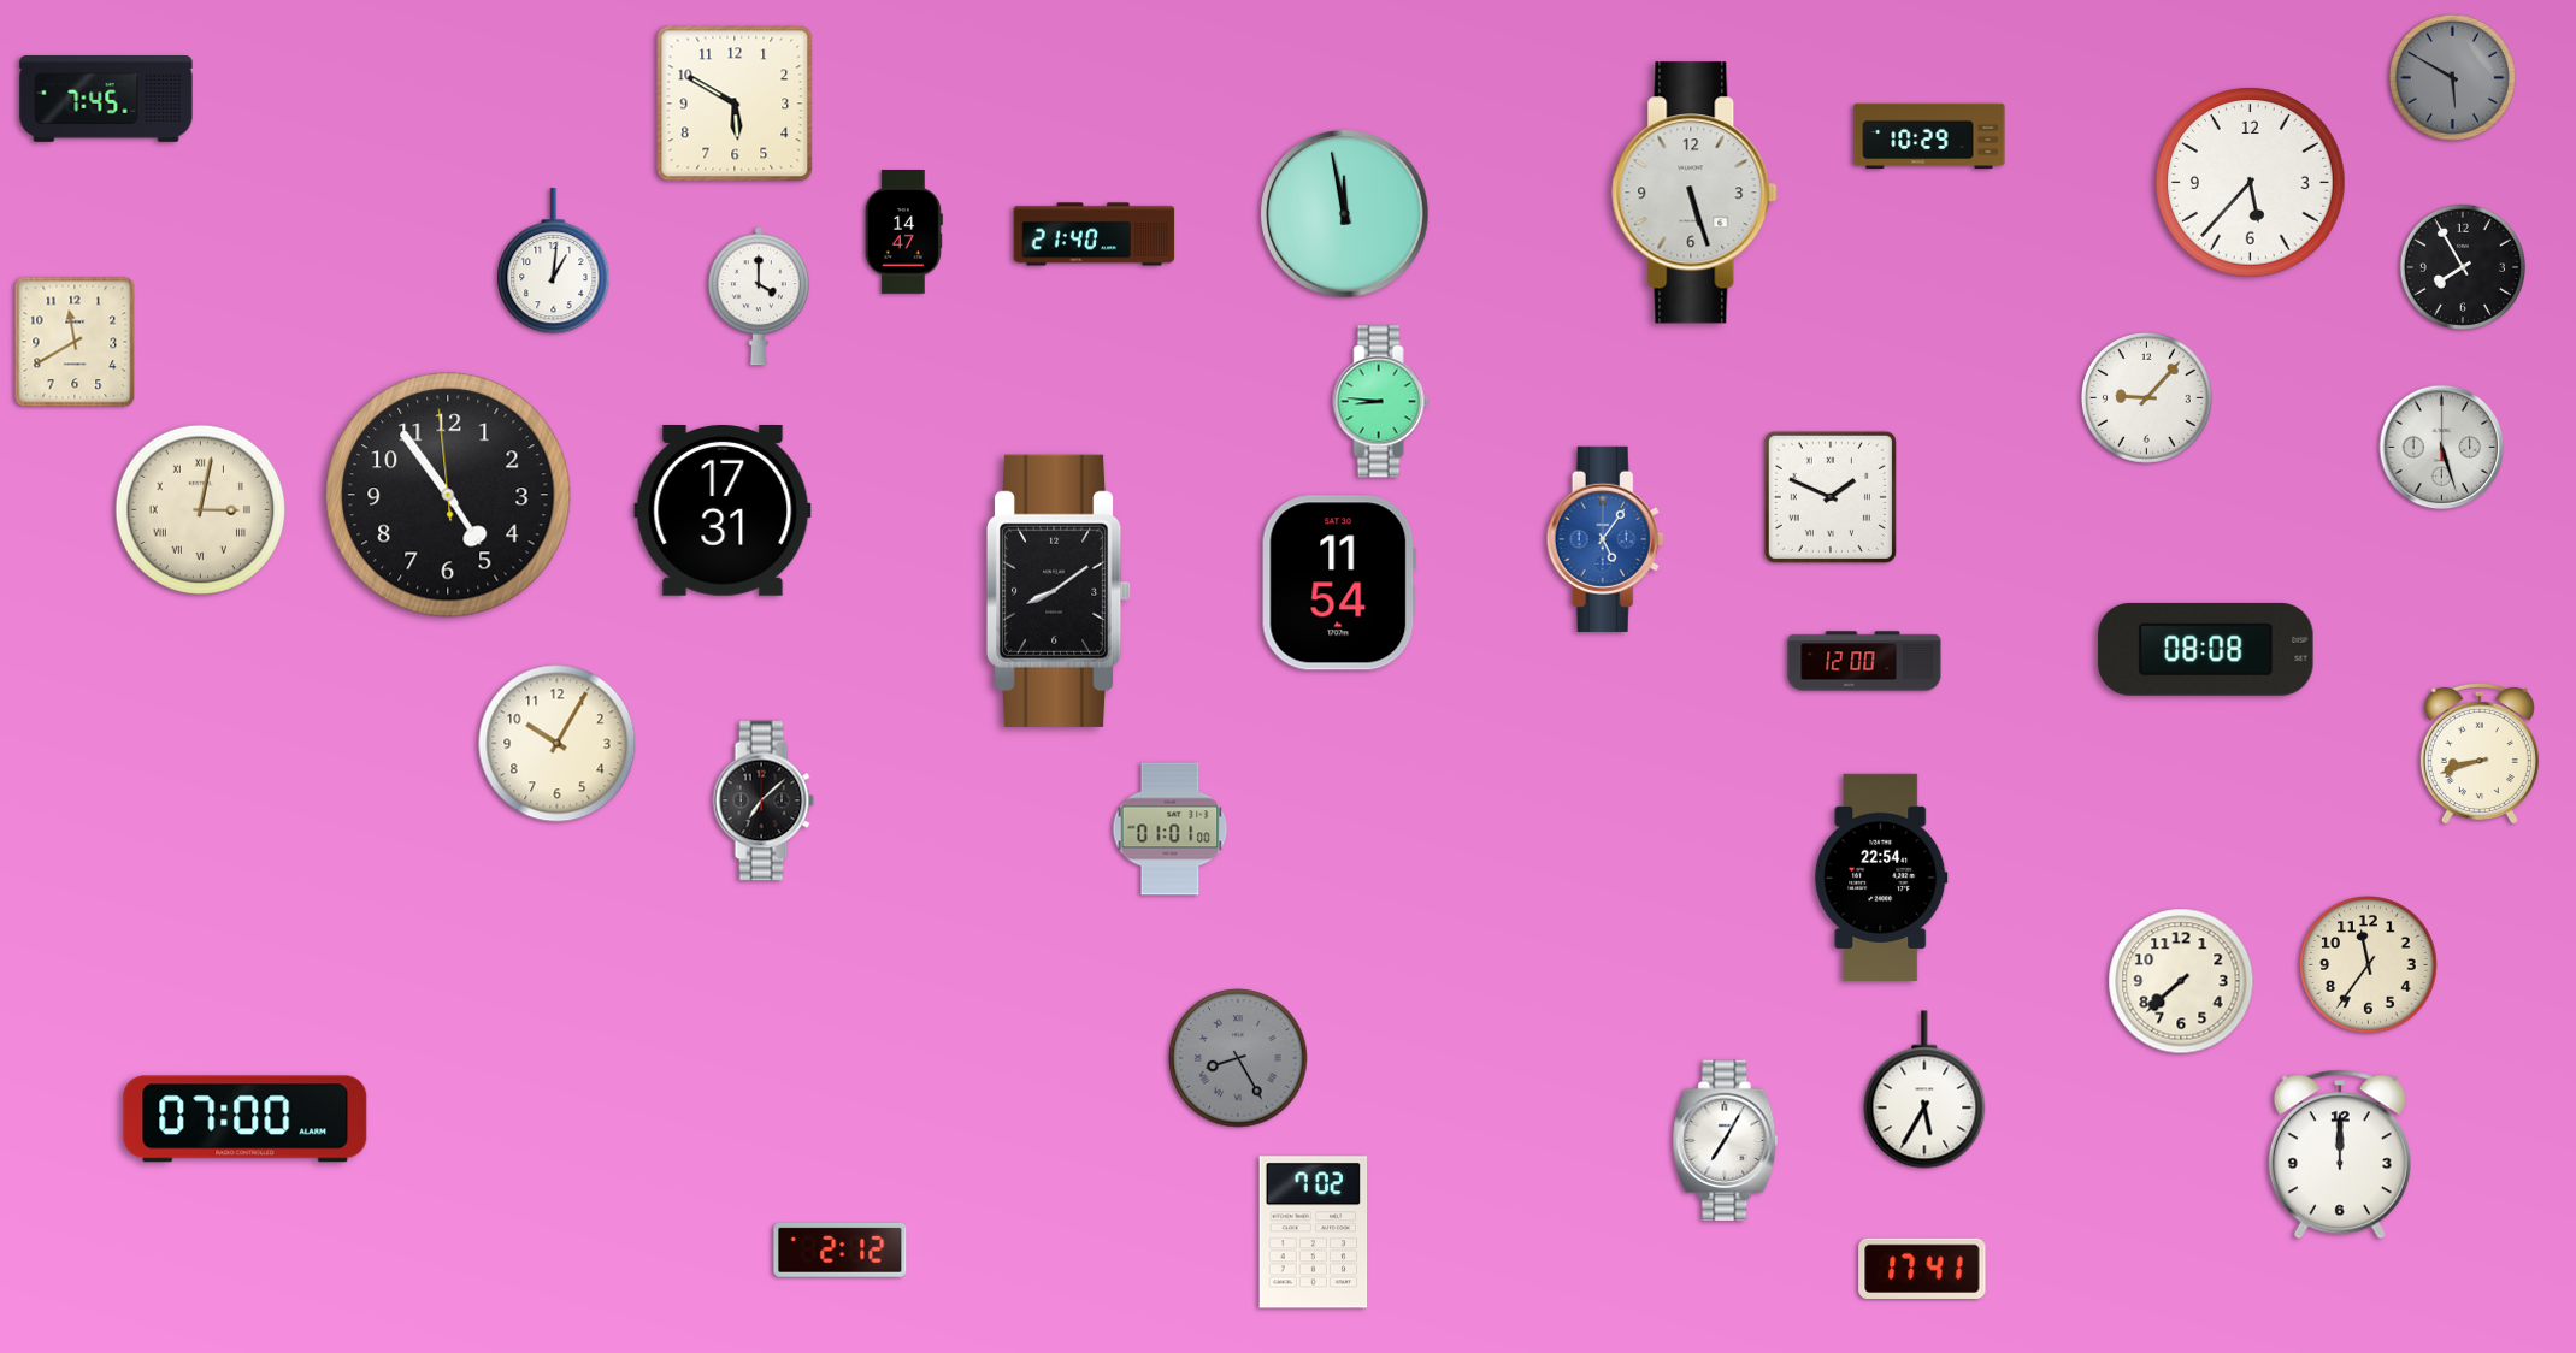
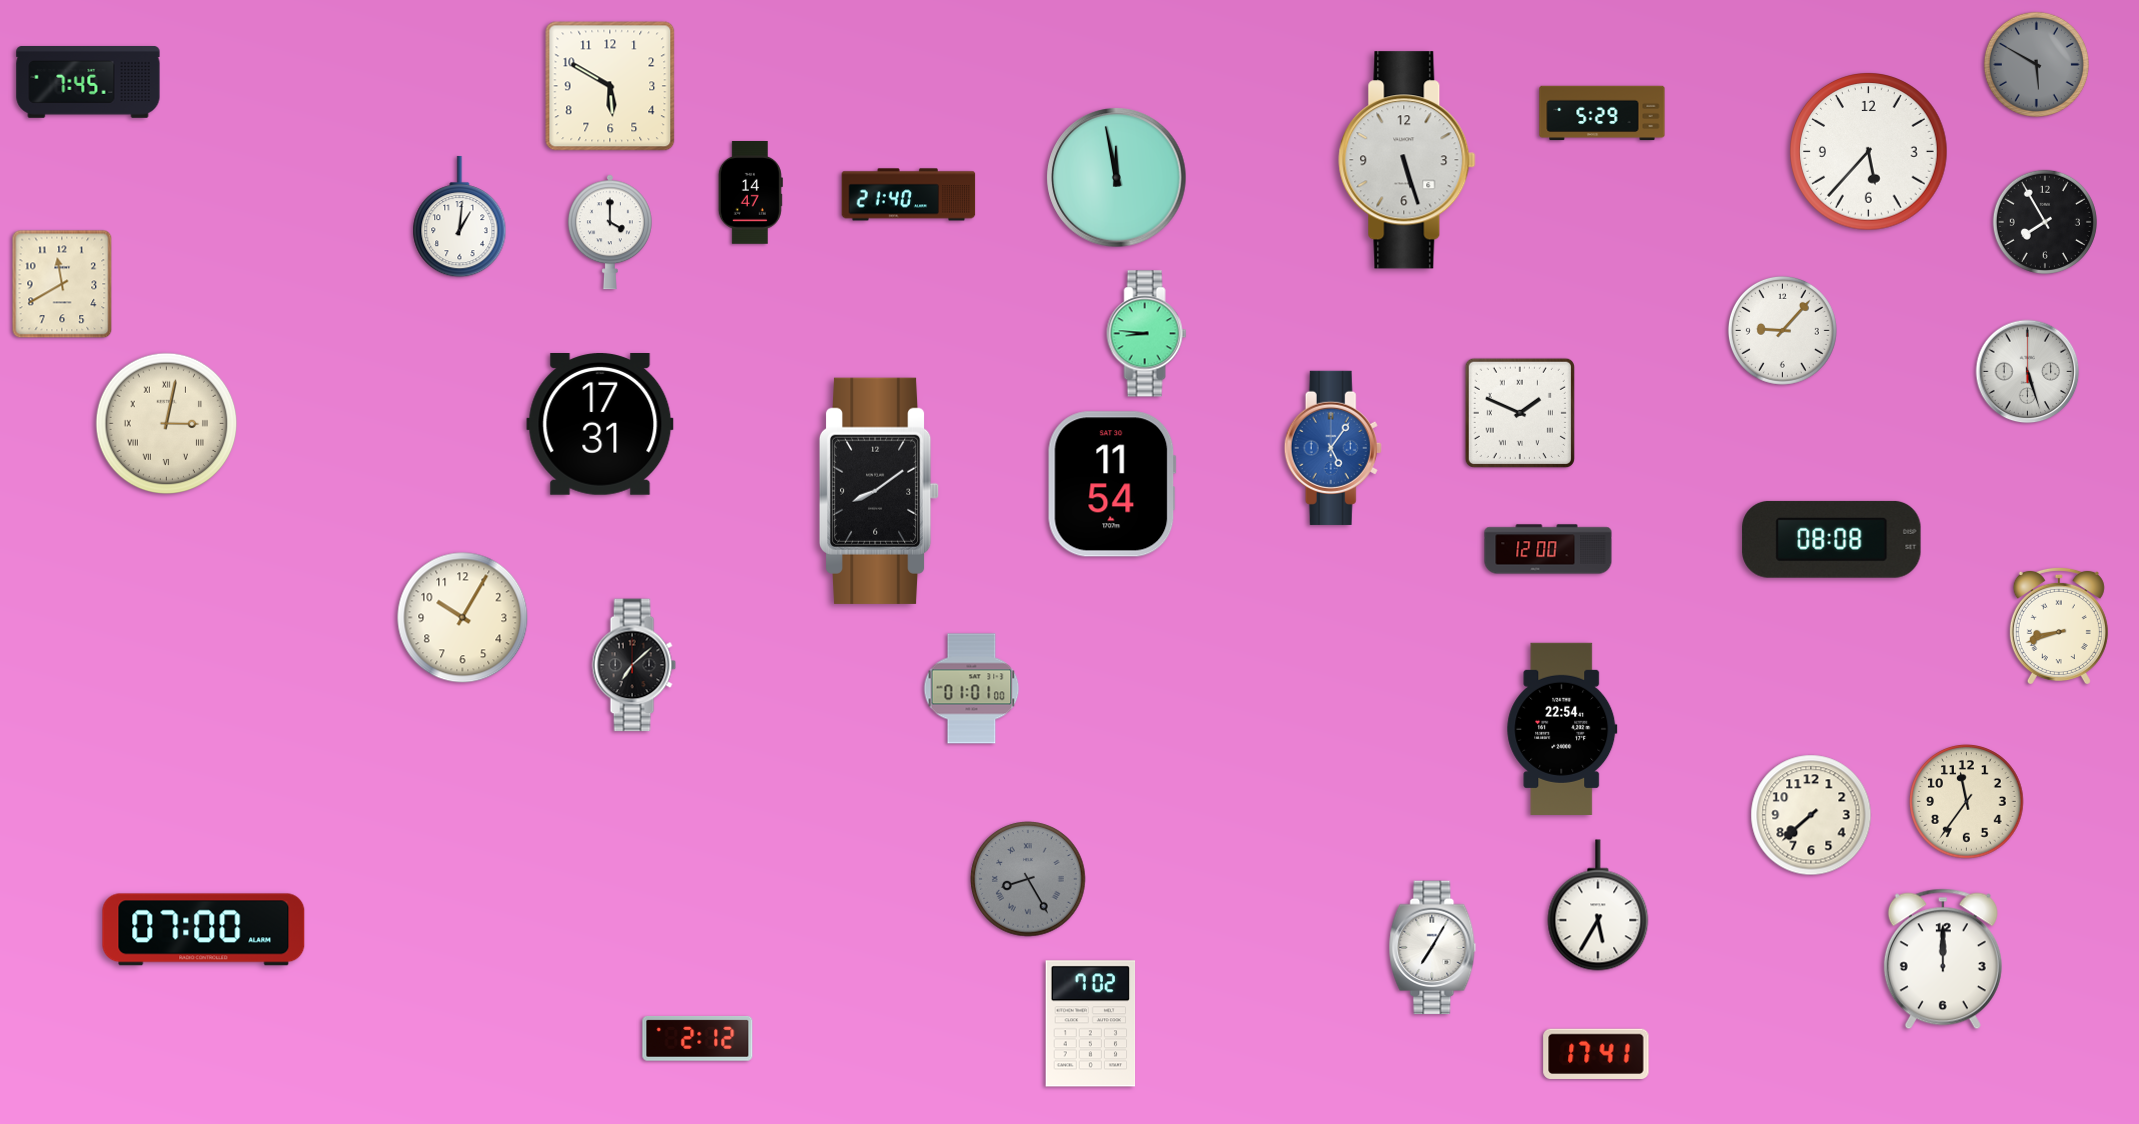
clock at (1929, 136): 10:29 -> 5:29
clock at (759, 296) position: (759, 296) -> (610, 232)
clock at (448, 495): 4:53 -> none
